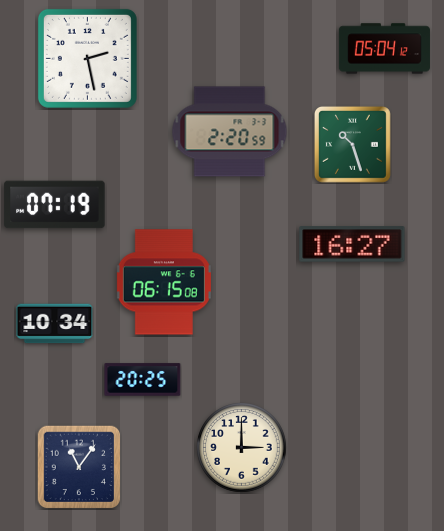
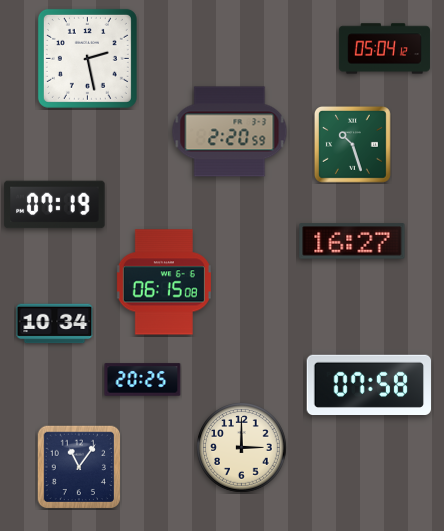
clock at (352, 244) position: (352, 244) -> (352, 241)
clock at (369, 384): none -> 07:58
